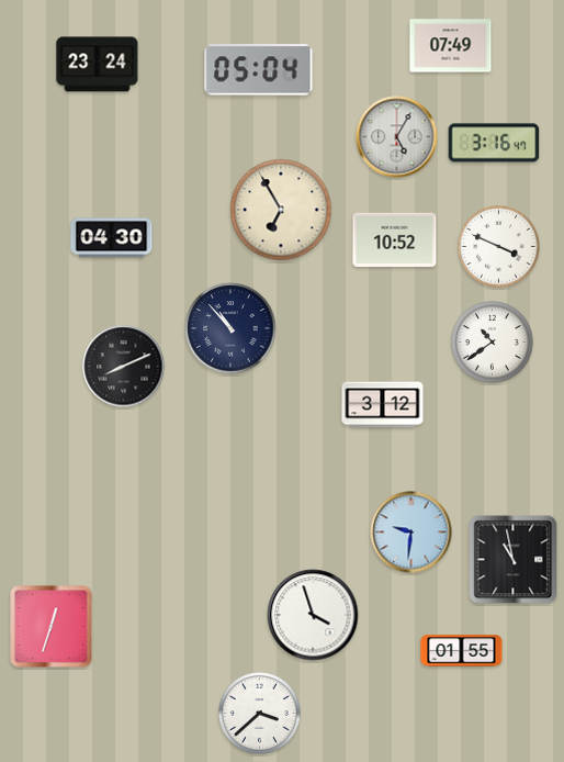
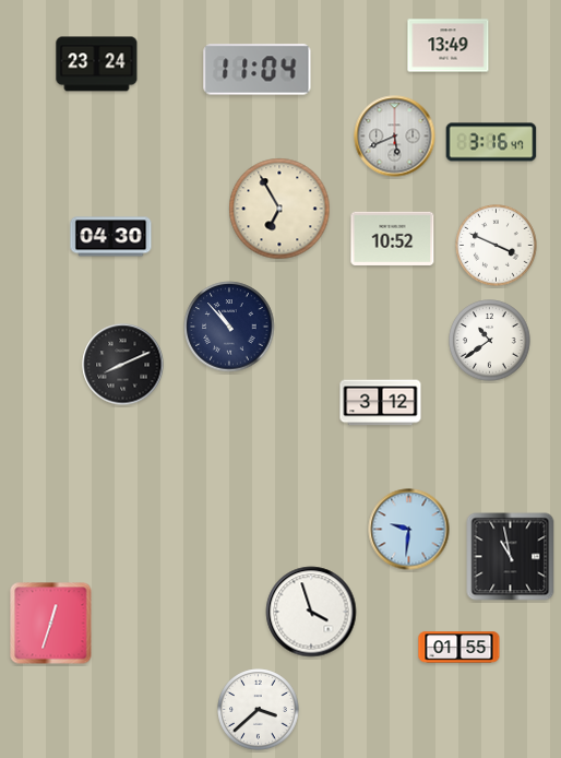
clock at (451, 46): 07:49 -> 13:49
clock at (259, 70): 05:04 -> 11:04
clock at (397, 137): 5:05 -> 5:41
